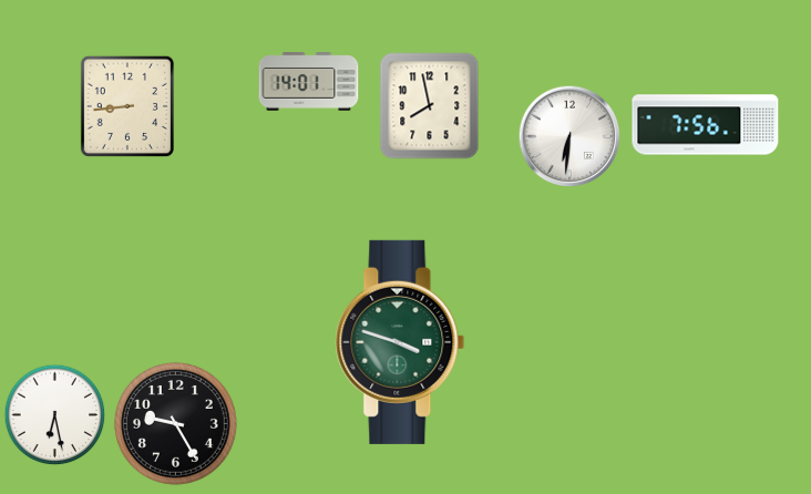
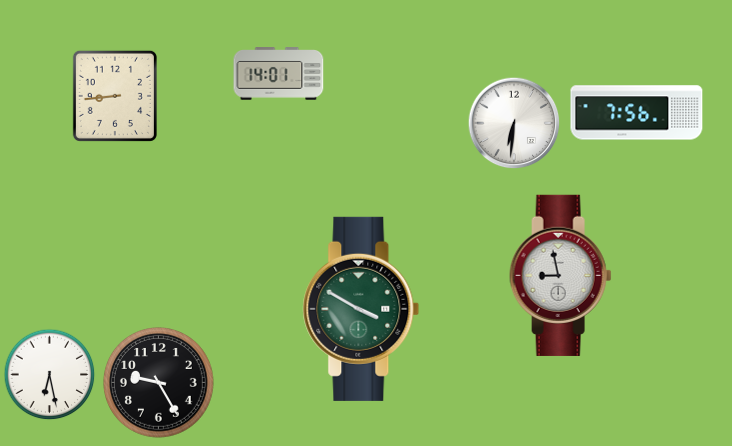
clock at (430, 106): 7:58 -> none
clock at (561, 275): none -> 8:58
clock at (400, 342): 3:48 -> 3:50
